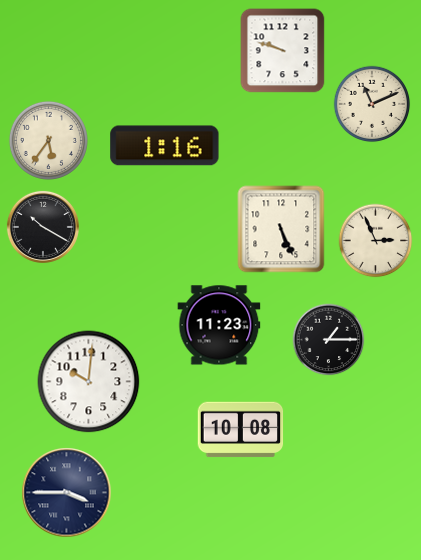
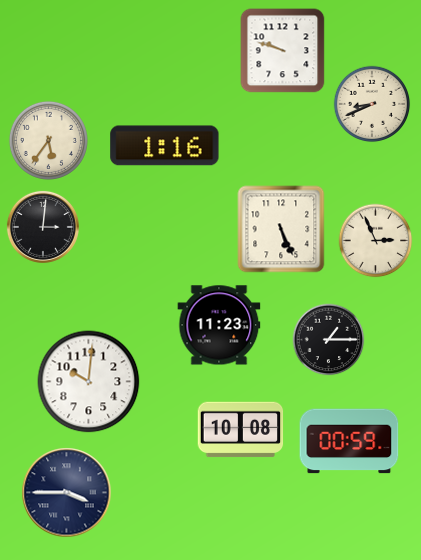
clock at (372, 104): 11:11 -> 8:41
clock at (43, 227): 10:20 -> 3:01
clock at (349, 441): none -> 00:59
